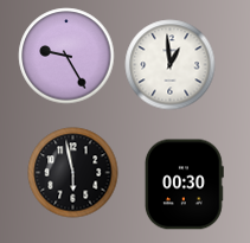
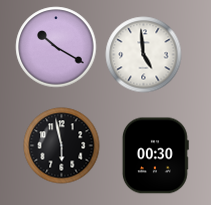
clock at (66, 56): 9:25 -> 10:20
clock at (171, 65): 12:59 -> 4:59
